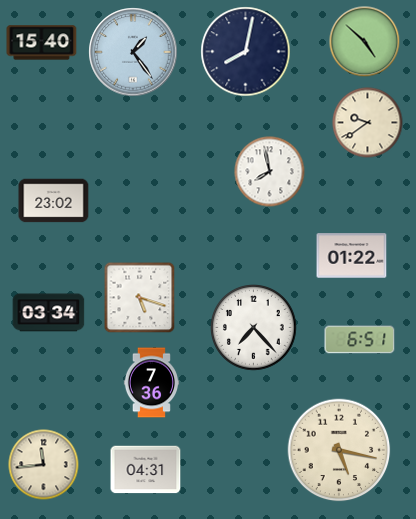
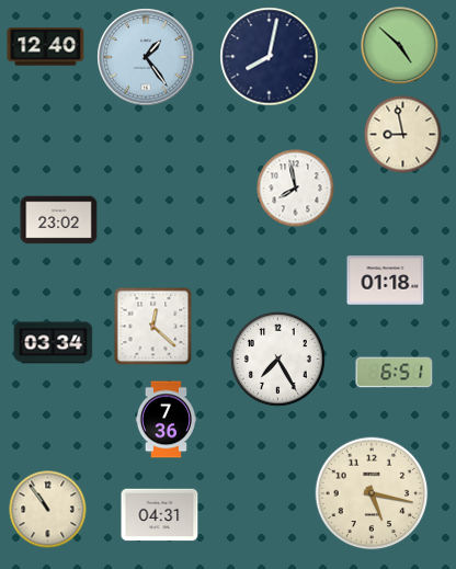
clock at (42, 43): 15:40 -> 12:40
clock at (368, 123): 9:39 -> 8:58
clock at (352, 256): 01:22 -> 01:18
clock at (140, 298): 5:18 -> 12:22
clock at (254, 328): 7:23 -> 7:25
clock at (44, 465): 11:44 -> 10:54
